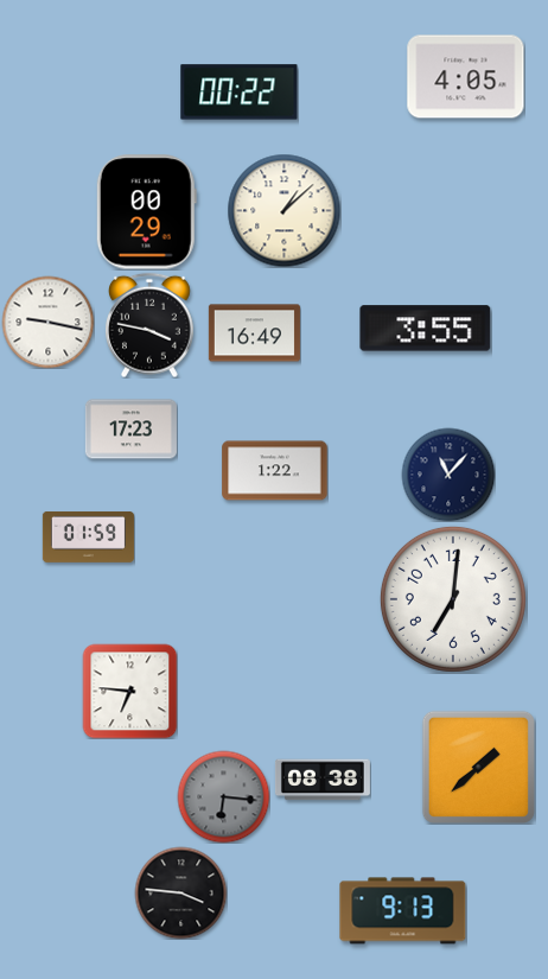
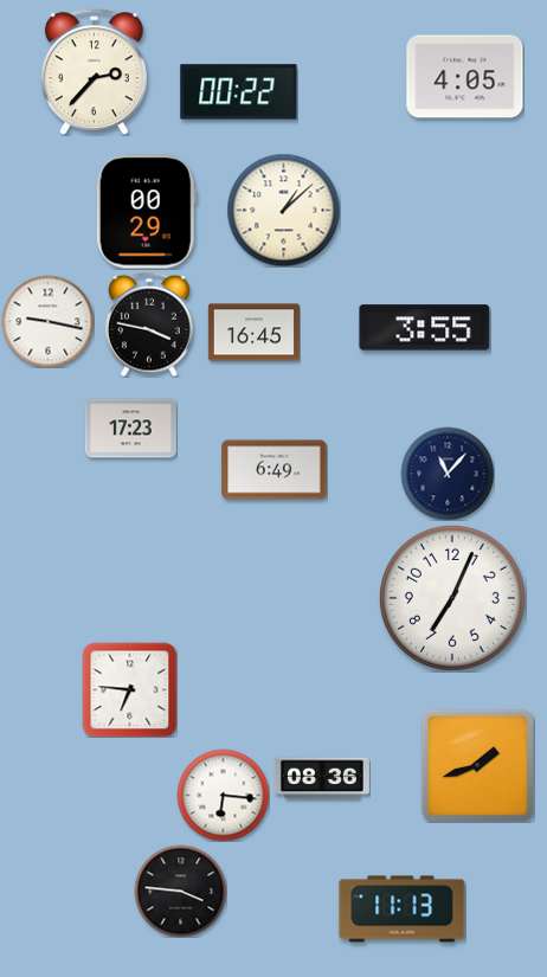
clock at (94, 72): none -> 2:37
clock at (254, 333): 16:49 -> 16:45
clock at (275, 471): 1:22 -> 6:49
clock at (88, 536): 01:59 -> none
clock at (453, 599): 7:01 -> 7:04
clock at (478, 767): 1:38 -> 1:42
clock at (323, 780): 08:38 -> 08:36
clock at (223, 796) dial: grey -> white
clock at (403, 911): 9:13 -> 11:13
